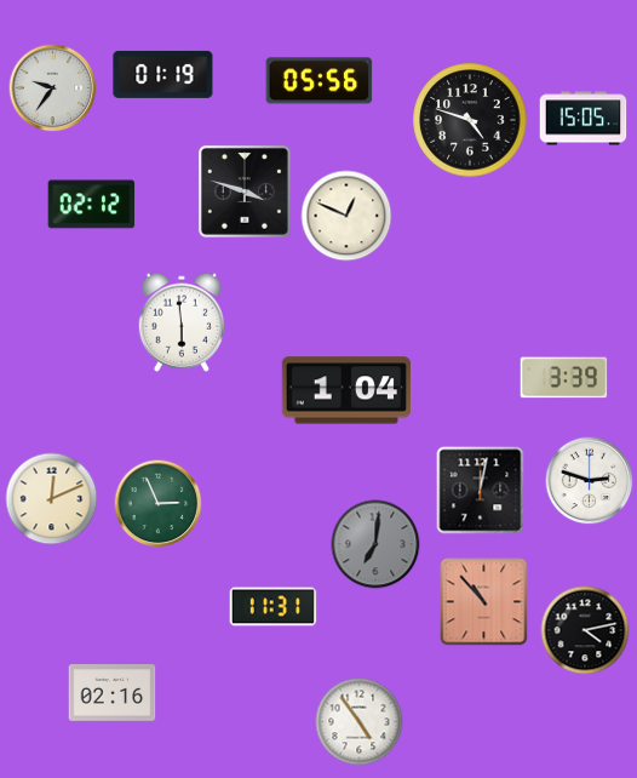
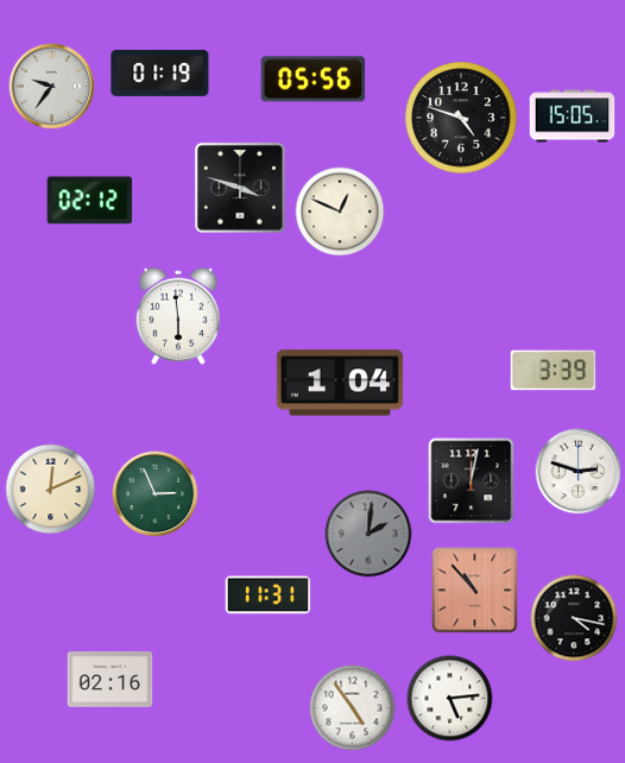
clock at (375, 544): 7:01 -> 2:01
clock at (585, 630): 4:13 -> 4:17
clock at (450, 699): none -> 5:14
